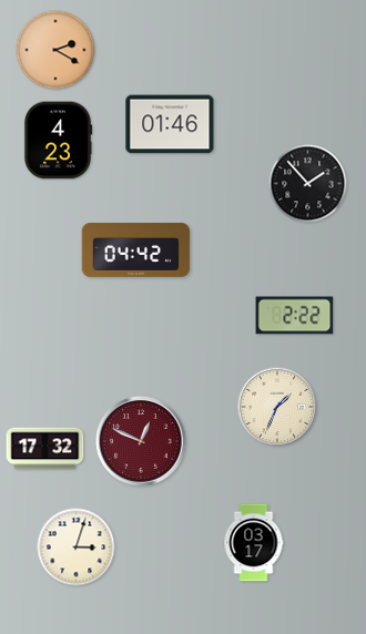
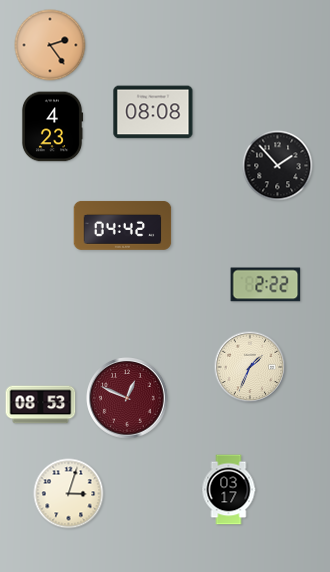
clock at (55, 50): 2:20 -> 2:24
clock at (170, 124): 01:46 -> 08:08
clock at (45, 449): 17:32 -> 08:53
